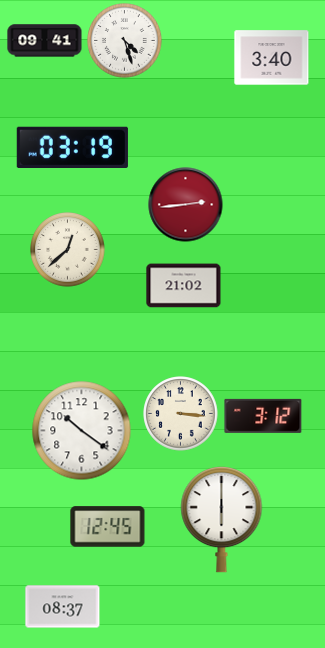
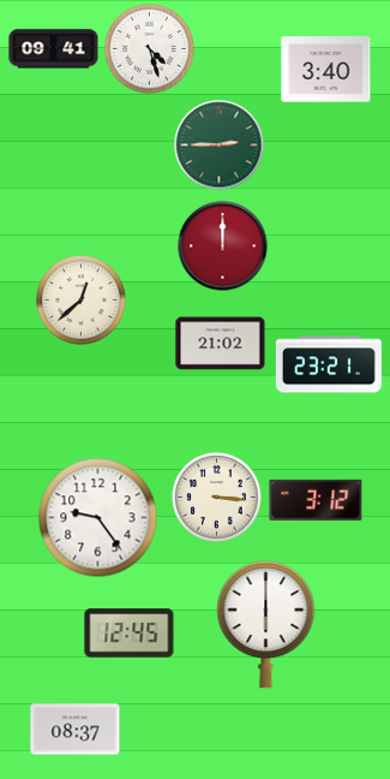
clock at (220, 145): none -> 2:45
clock at (72, 147): 03:19 -> none
clock at (186, 205): 2:44 -> 12:00
clock at (329, 364): none -> 23:21
clock at (82, 431): 10:21 -> 9:24
